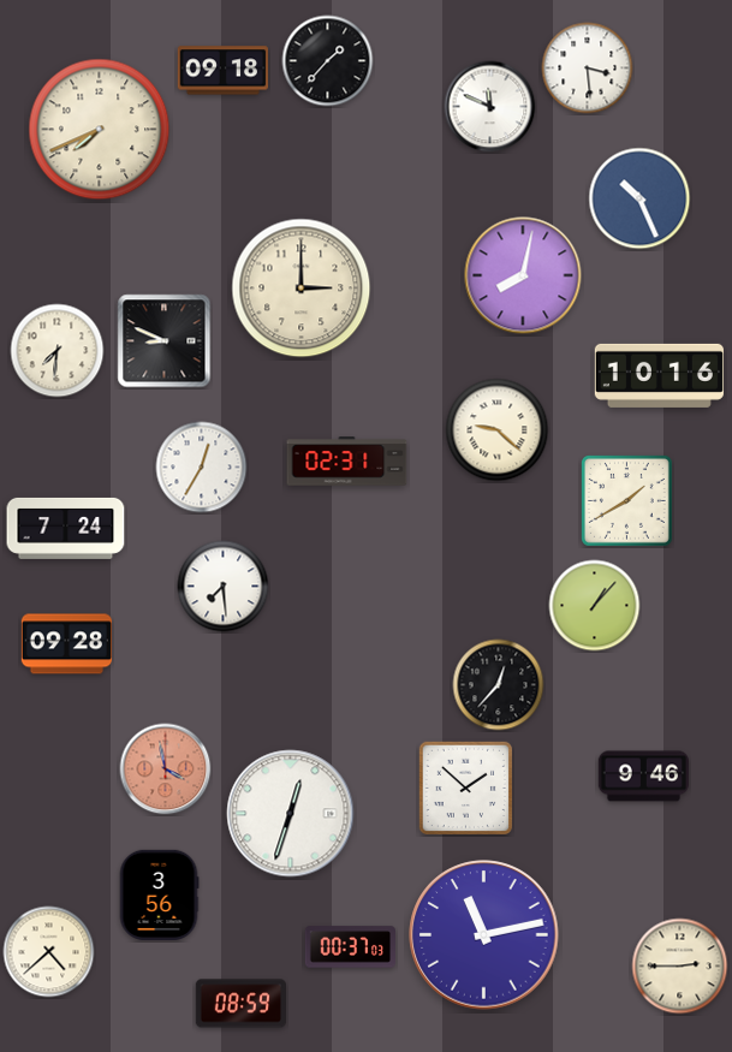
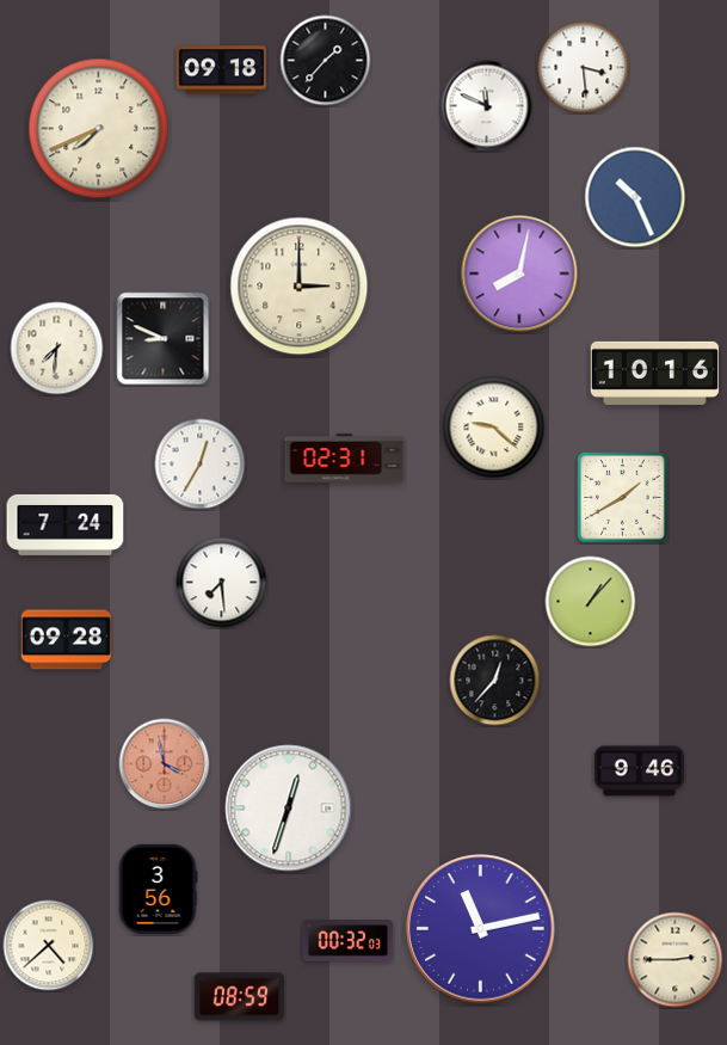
clock at (465, 787): 1:52 -> none
clock at (350, 947): 00:37 -> 00:32
